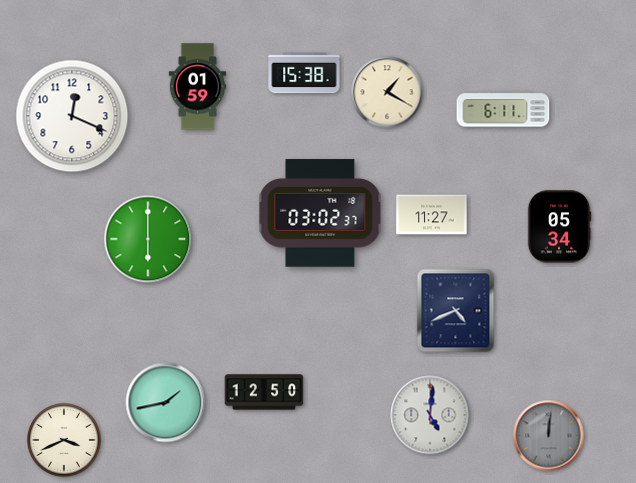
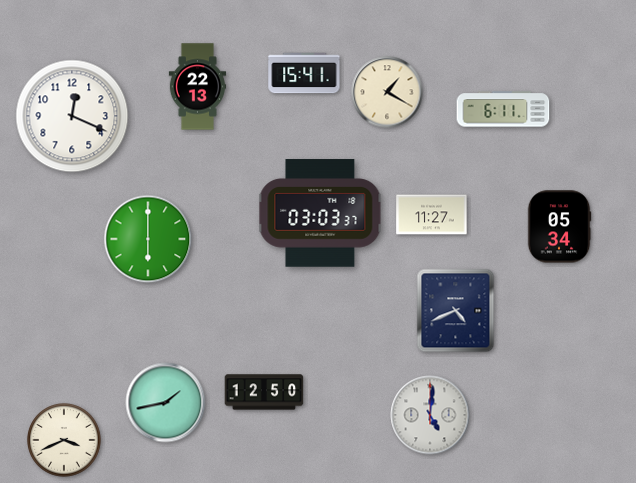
clock at (304, 73): 15:38 -> 15:41
clock at (198, 87): 01:59 -> 22:13
clock at (320, 213): 03:02 -> 03:03
clock at (549, 436): 12:01 -> none
